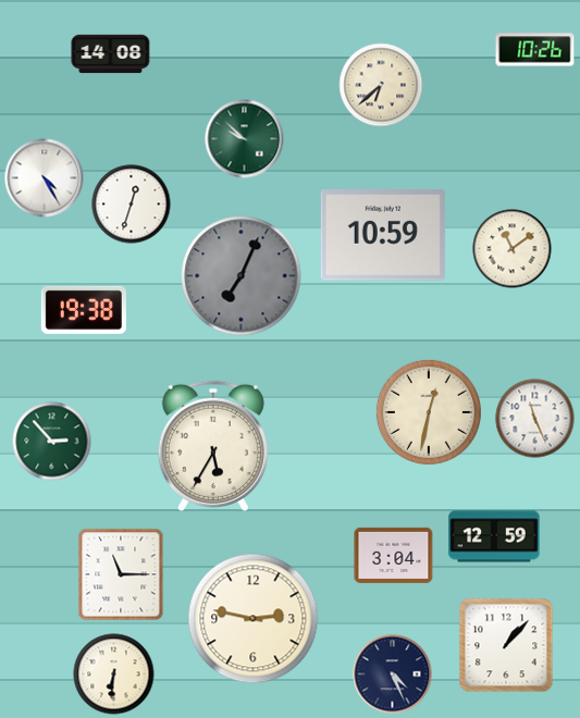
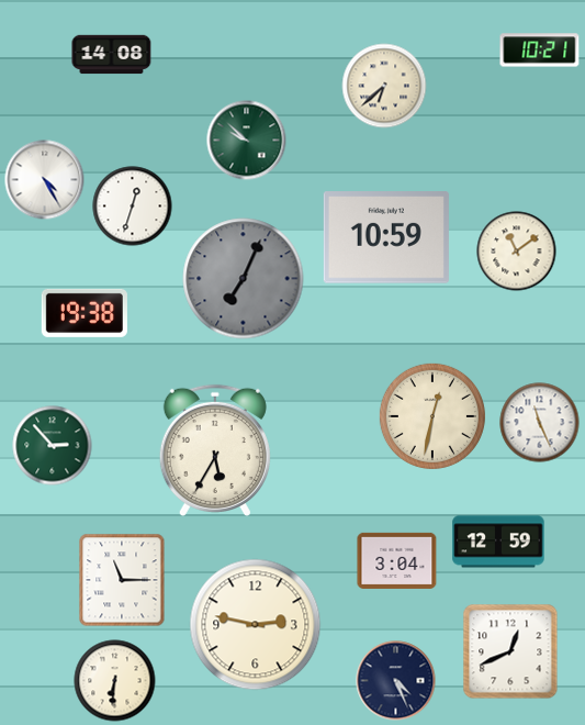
clock at (535, 50): 10:26 -> 10:21
clock at (506, 645): 1:07 -> 12:41
